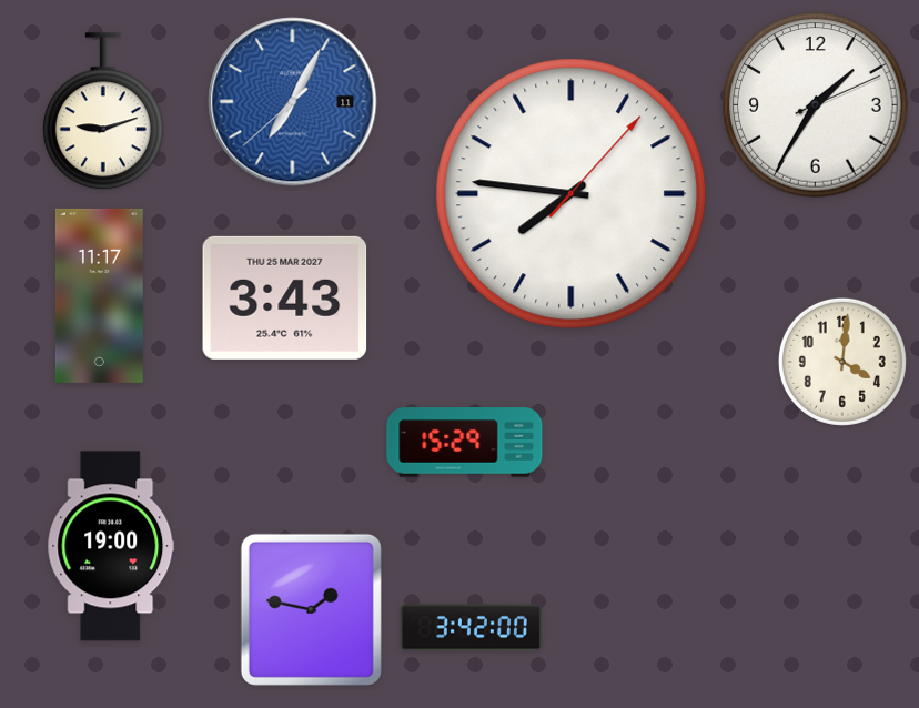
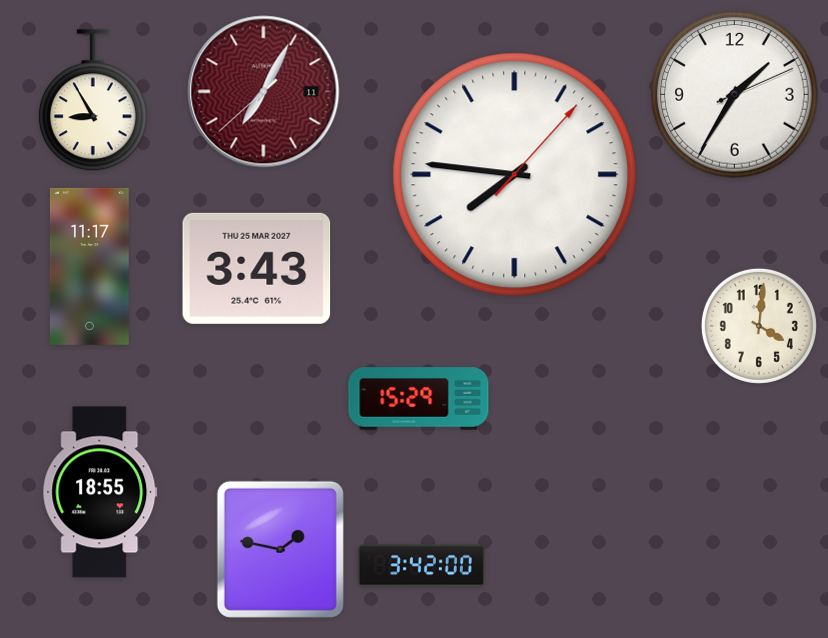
clock at (293, 102) dial: blue -> burgundy
clock at (103, 112): 9:12 -> 8:55
clock at (111, 546): 19:00 -> 18:55
clock at (471, 628) position: (471, 628) -> (421, 566)
